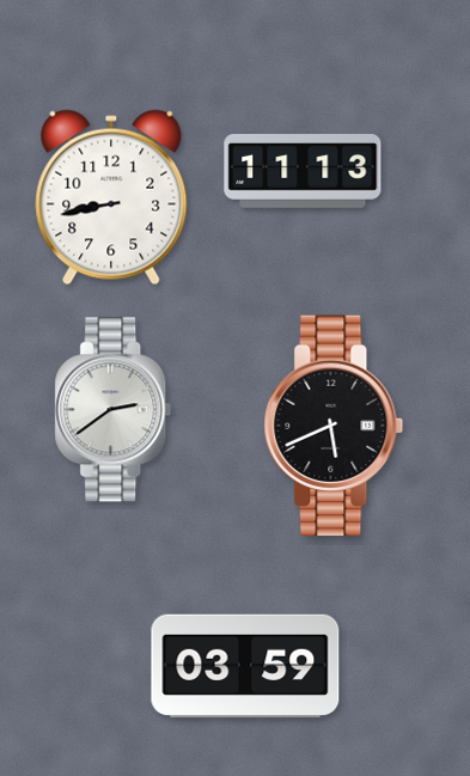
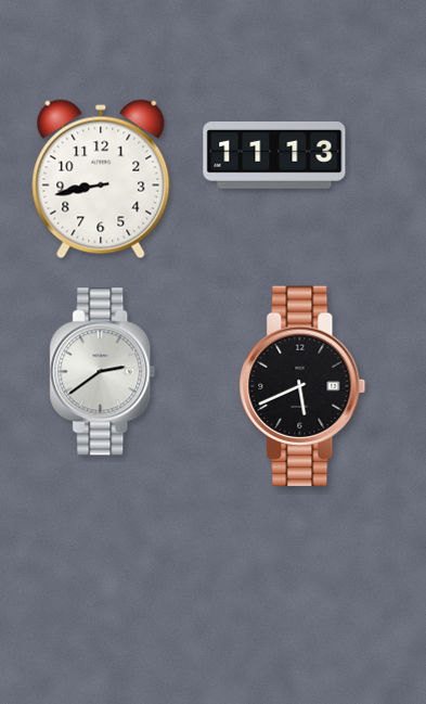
clock at (245, 665): 03:59 -> none
